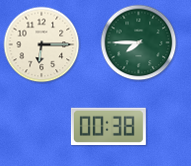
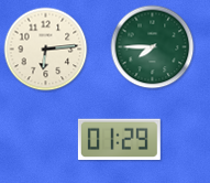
clock at (42, 45): 6:15 -> 6:14
clock at (108, 127): 00:38 -> 01:29
